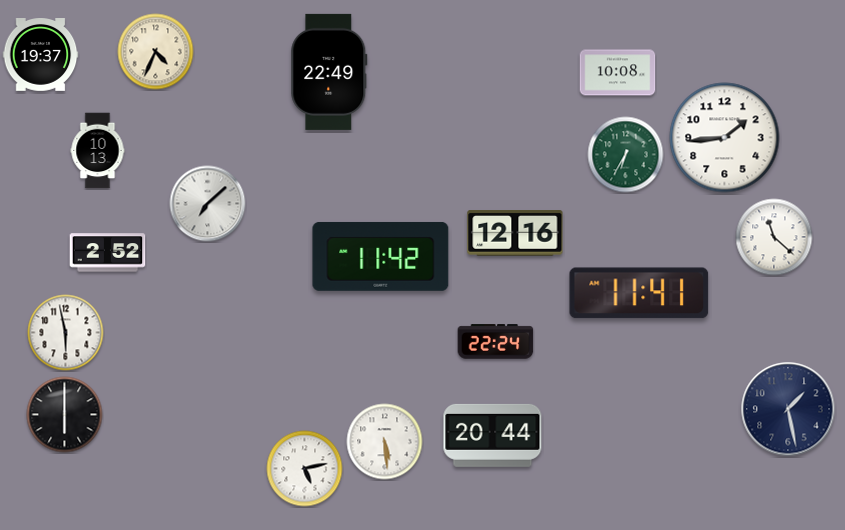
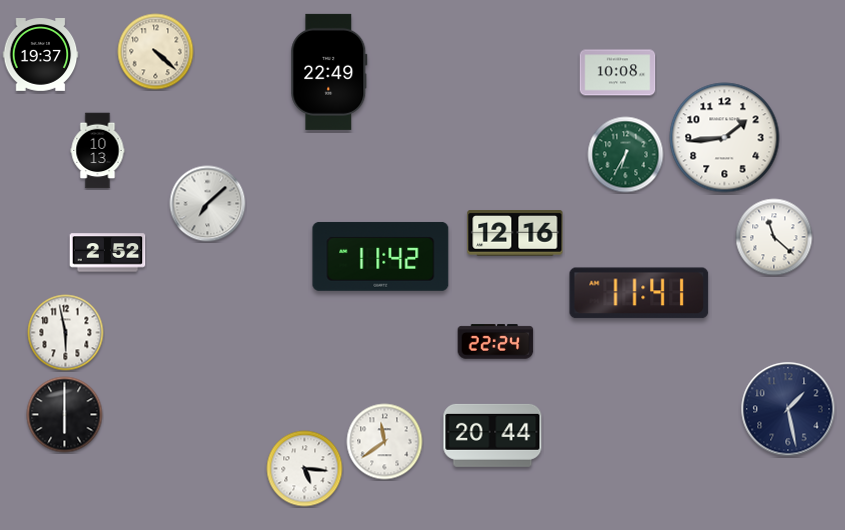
clock at (156, 52): 4:34 -> 4:22
clock at (385, 442): 5:29 -> 11:39
clock at (305, 469): 5:13 -> 5:16
